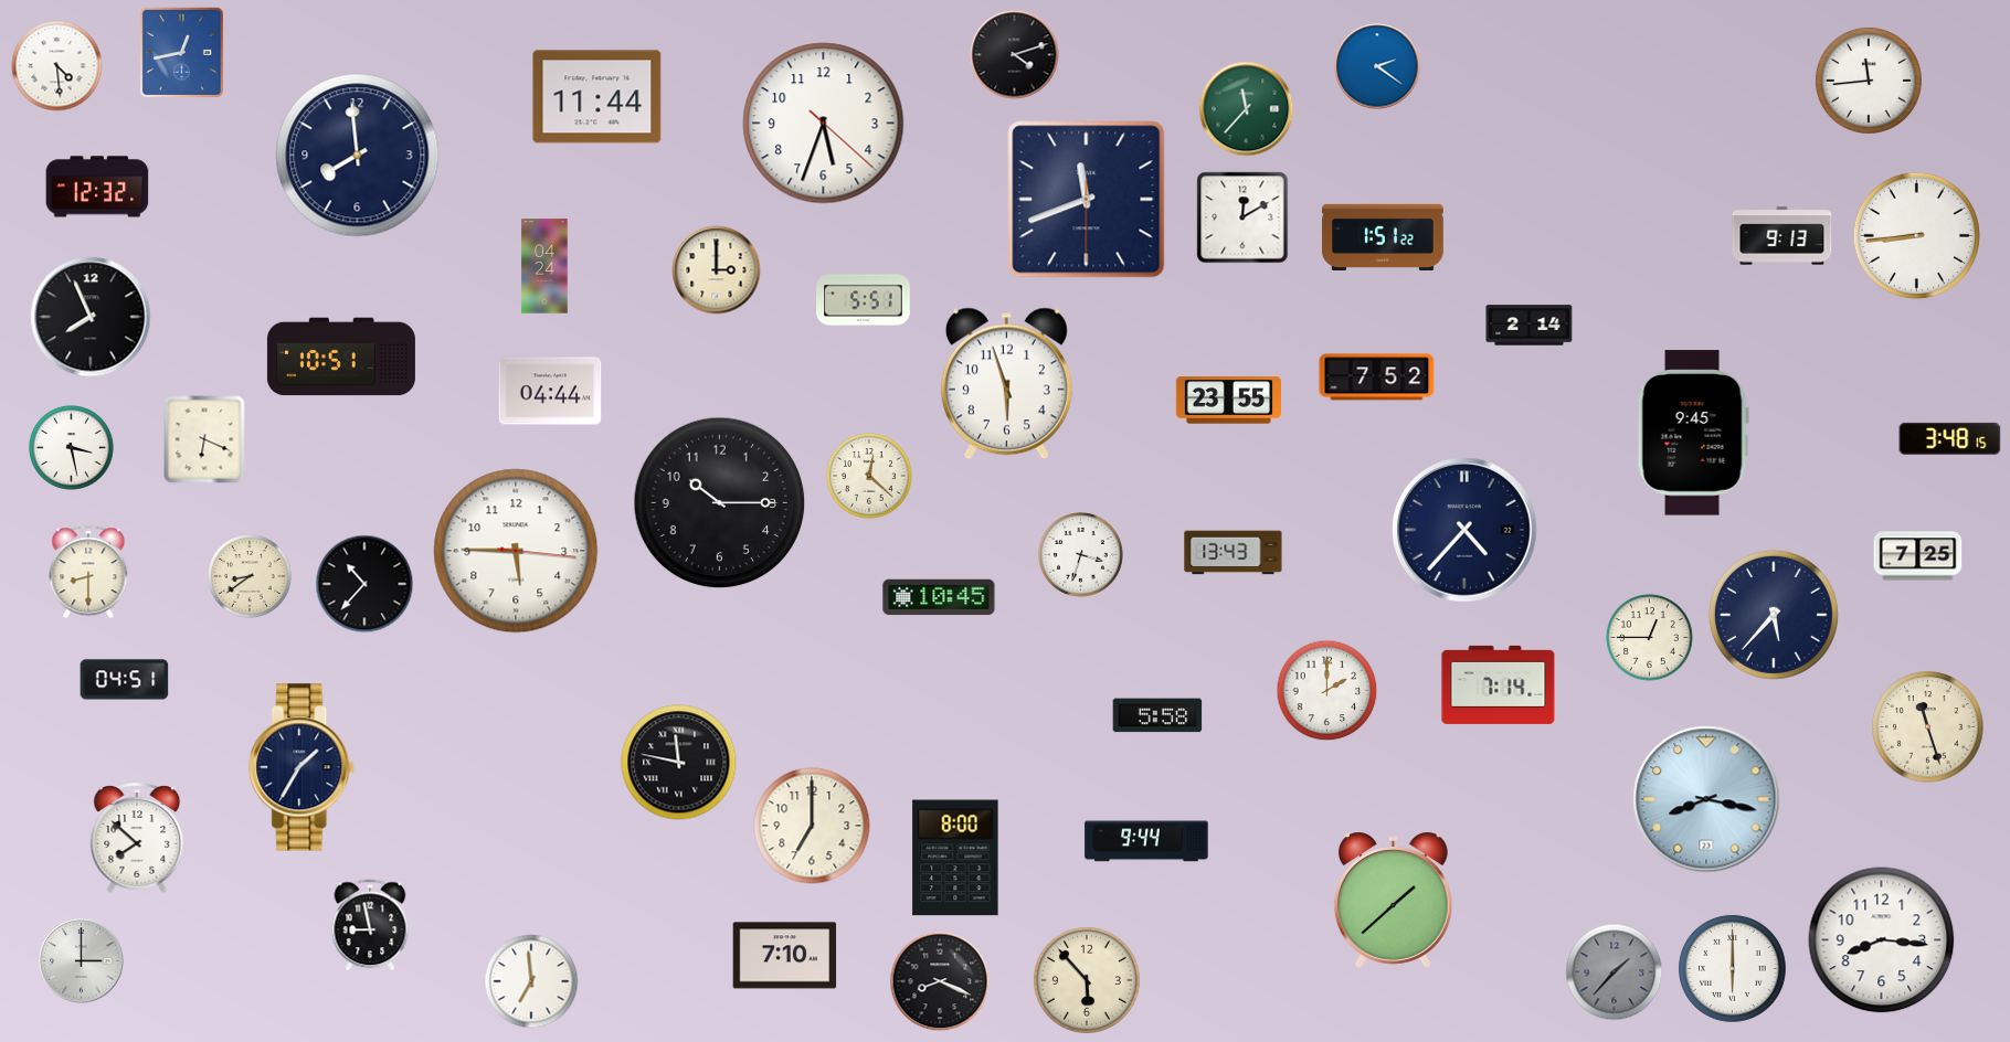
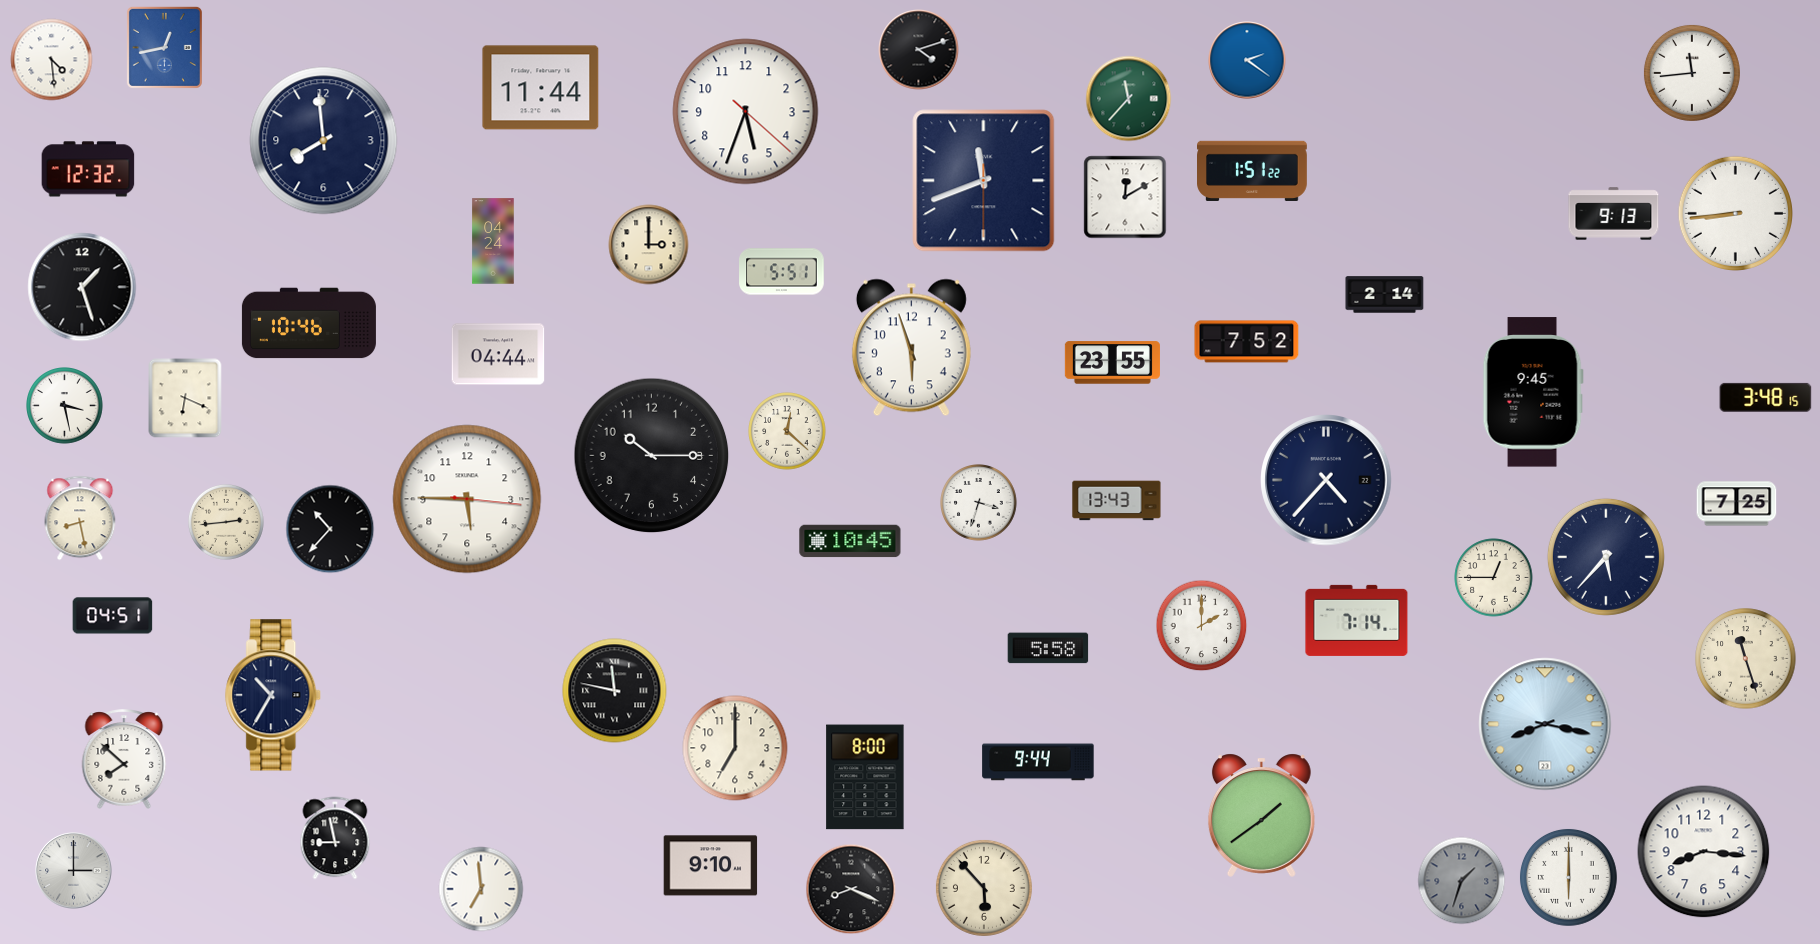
clock at (1384, 236) position: (1384, 236) -> (1253, 170)
clock at (91, 317): 7:56 -> 1:27
clock at (341, 357): 10:51 -> 10:46
clock at (88, 572): 8:30 -> 8:28
clock at (250, 576): 8:39 -> 2:44
clock at (303, 767): 1:35 -> 10:35
clock at (1393, 900): 1:38 -> 1:39
clock at (785, 956): 7:10 -> 9:10
clock at (1615, 972): 1:37 -> 1:33
